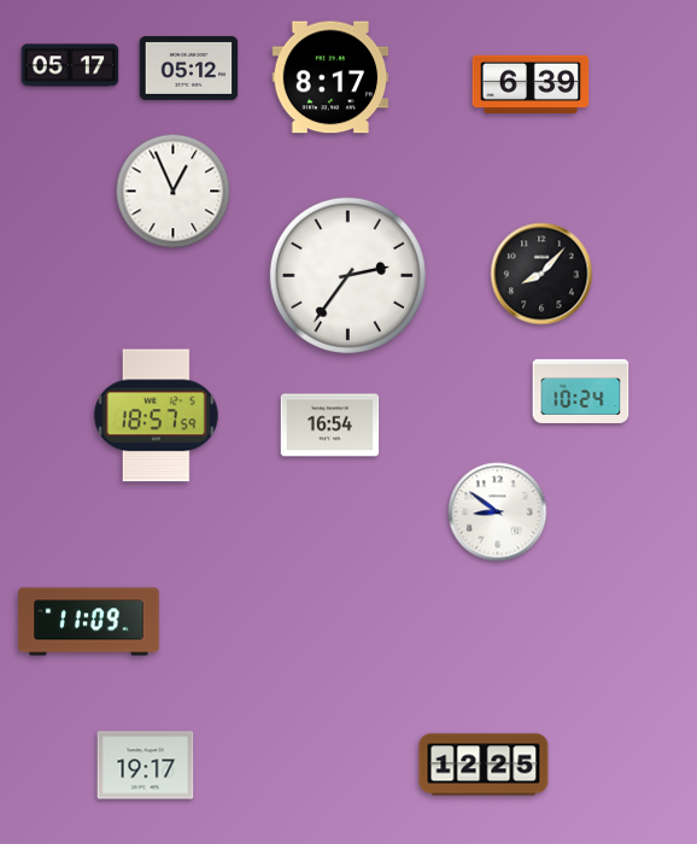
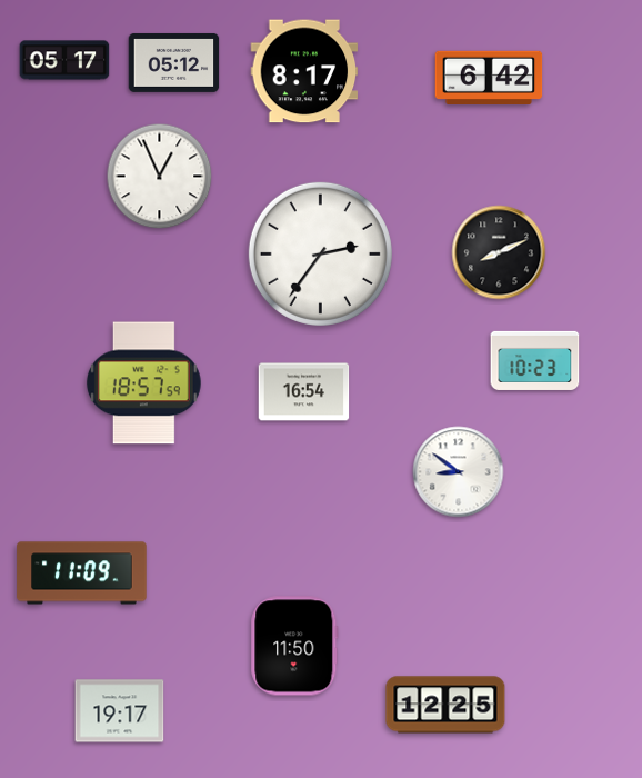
clock at (531, 83): 6:39 -> 6:42
clock at (541, 274): 8:07 -> 8:11
clock at (581, 391): 10:24 -> 10:23
clock at (294, 646): none -> 11:50
clock at (146, 766) position: (146, 766) -> (120, 711)
